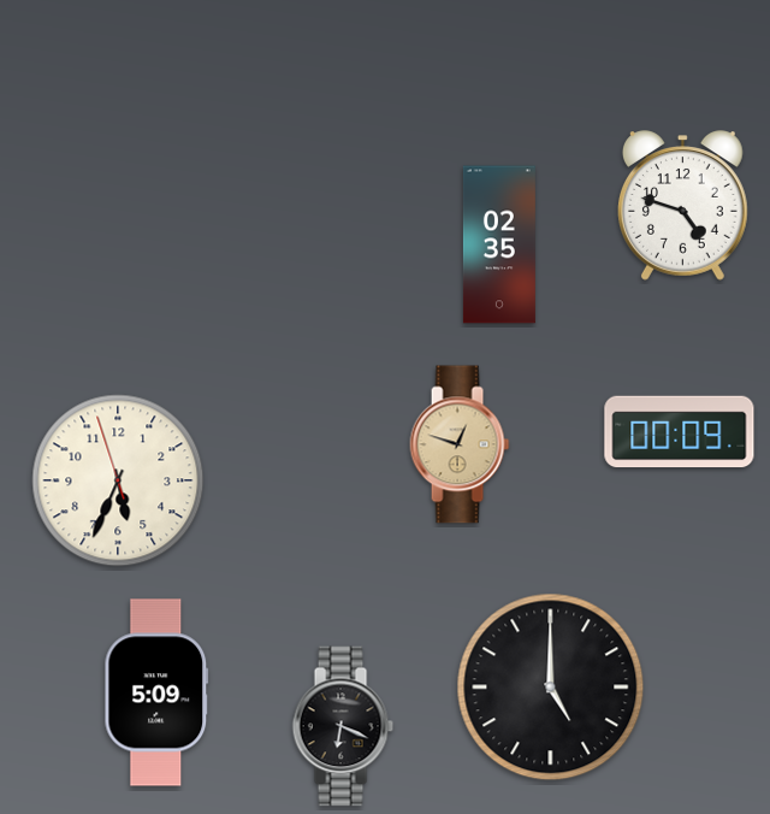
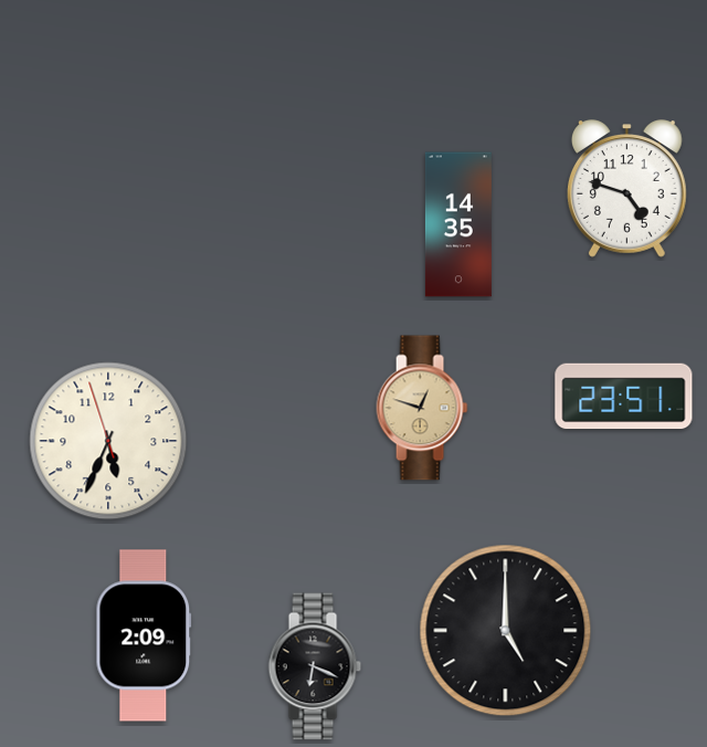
clock at (499, 244): 02:35 -> 14:35
clock at (680, 432): 00:09 -> 23:51
clock at (156, 692): 5:09 -> 2:09
